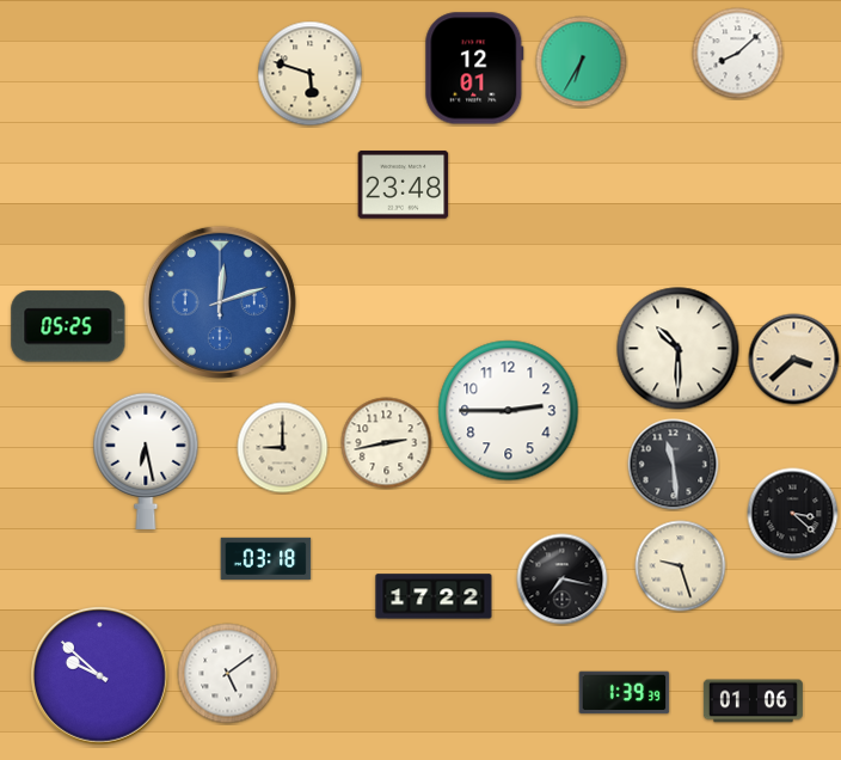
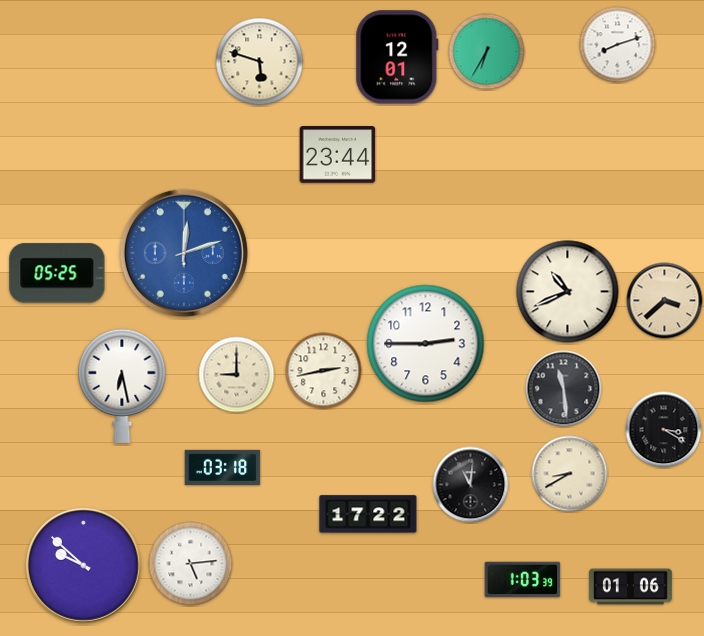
clock at (738, 54): 8:08 -> 8:12
clock at (404, 185): 23:48 -> 23:44
clock at (679, 349): 10:30 -> 10:41
clock at (793, 514): 3:22 -> 3:20
clock at (681, 566): 9:27 -> 8:40
clock at (563, 580): 7:17 -> 11:01
clock at (434, 596) position: (434, 596) -> (368, 514)
clock at (228, 674): 5:09 -> 5:14
clock at (625, 693): 1:39 -> 1:03
